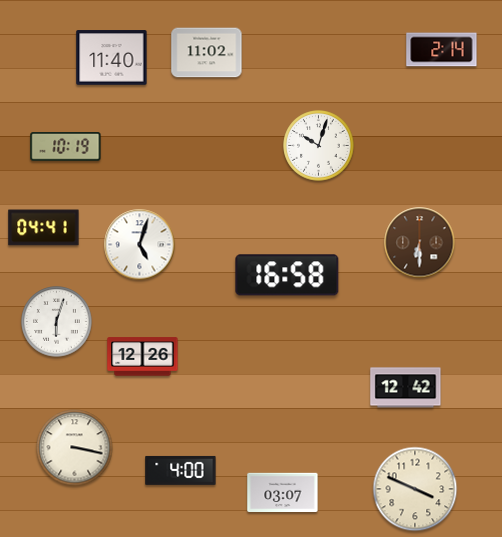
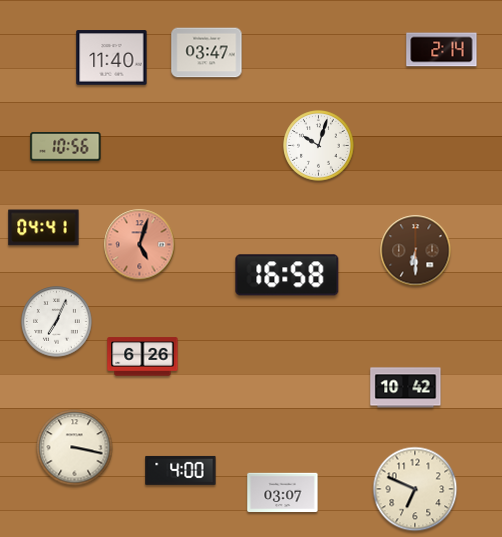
clock at (207, 53): 11:02 -> 03:47
clock at (66, 147): 10:19 -> 10:56
clock at (420, 243) position: (420, 243) -> (416, 251)
clock at (140, 245) dial: white -> salmon
clock at (57, 322): 6:03 -> 7:04
clock at (143, 357): 12:26 -> 6:26
clock at (406, 388): 12:42 -> 10:42
clock at (415, 489): 3:49 -> 6:49
